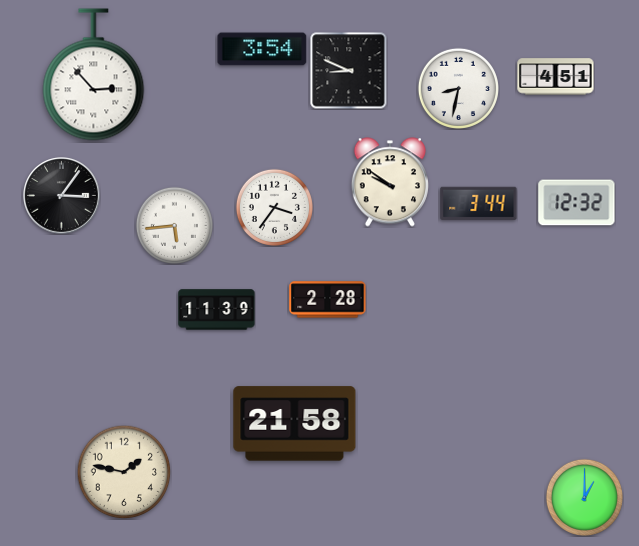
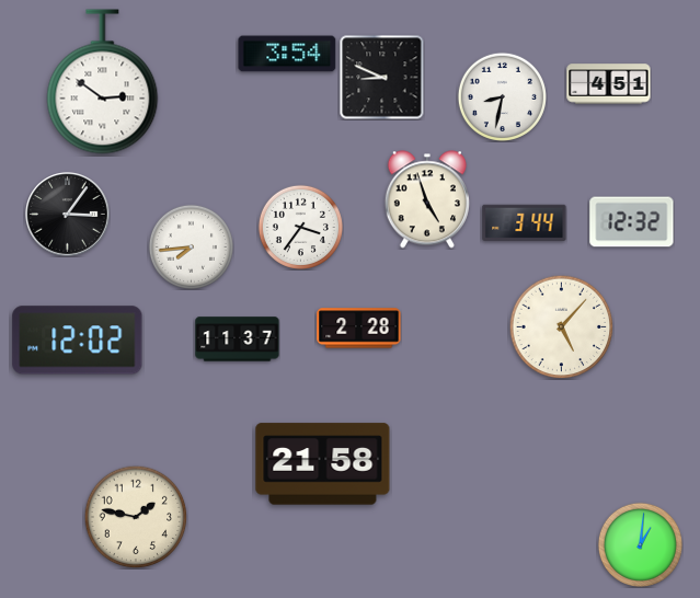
clock at (94, 75): 2:53 -> 2:51
clock at (390, 182): 9:51 -> 4:57
clock at (174, 225): 5:44 -> 7:44
clock at (561, 326): none -> 5:07
clock at (217, 310): 11:39 -> 11:37
clock at (78, 341): none -> 12:02
clock at (584, 497): 1:00 -> 1:01
